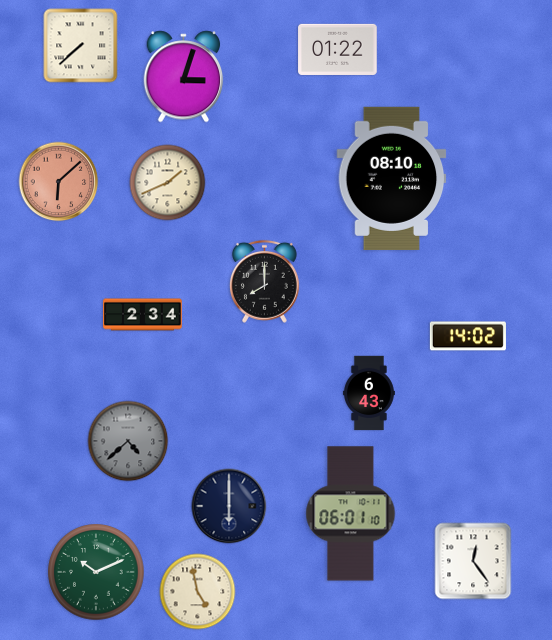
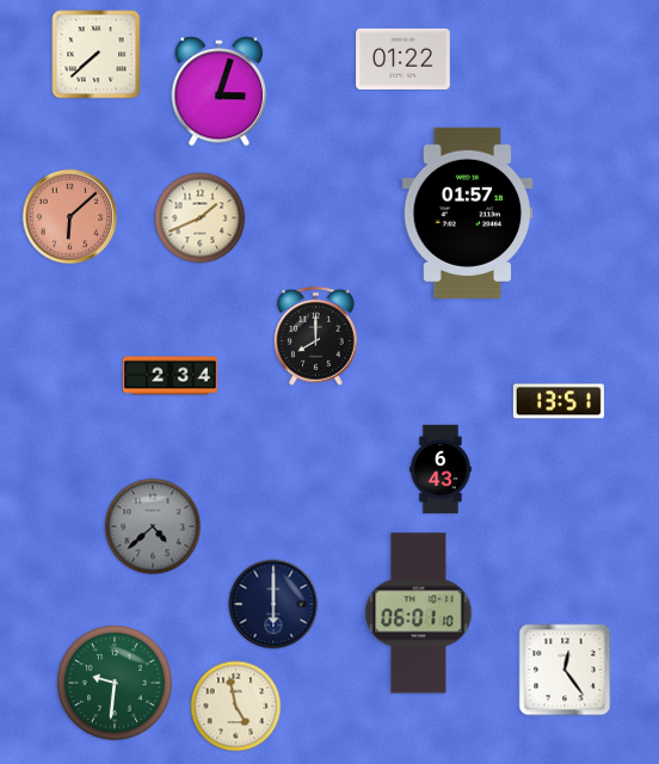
clock at (392, 178): 08:10 -> 01:57
clock at (468, 336): 14:02 -> 13:51
clock at (96, 572): 10:11 -> 9:31
